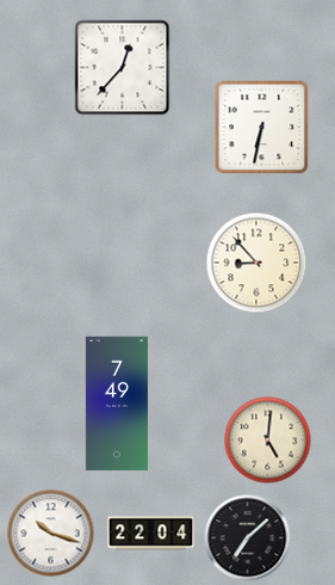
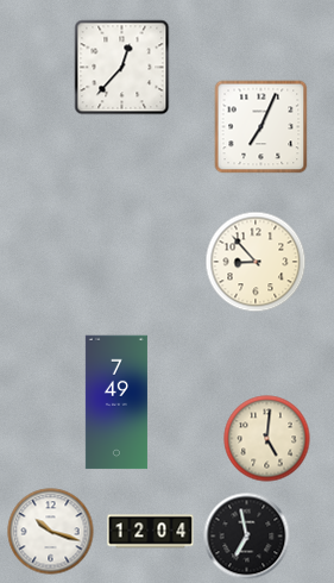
clock at (262, 128): 6:32 -> 7:04
clock at (151, 534): 22:04 -> 12:04
clock at (248, 538): 7:08 -> 6:58
